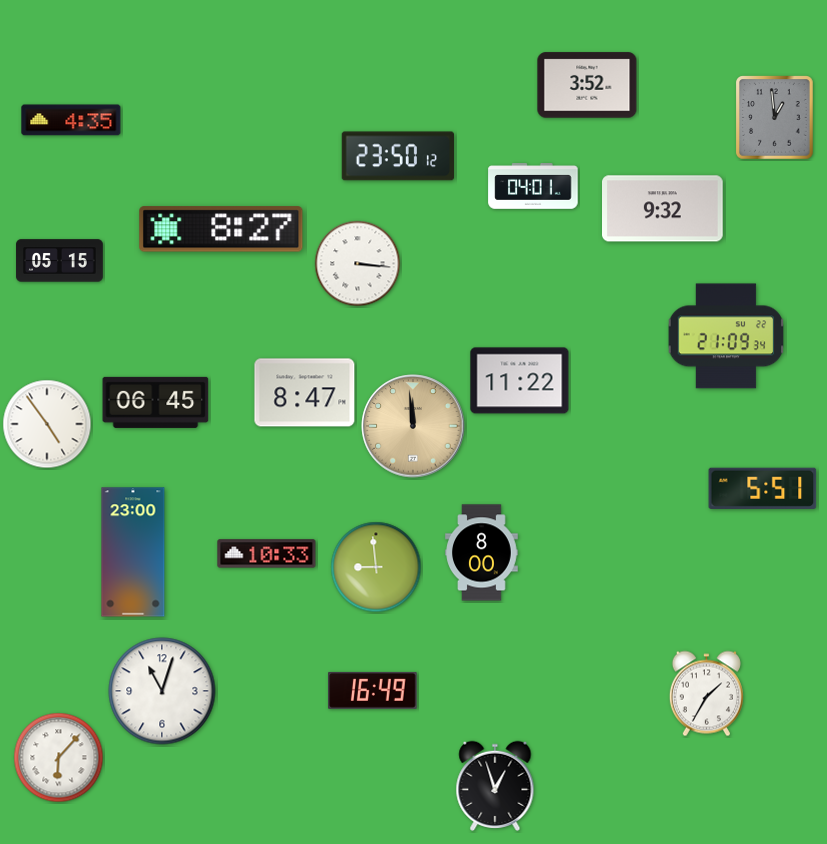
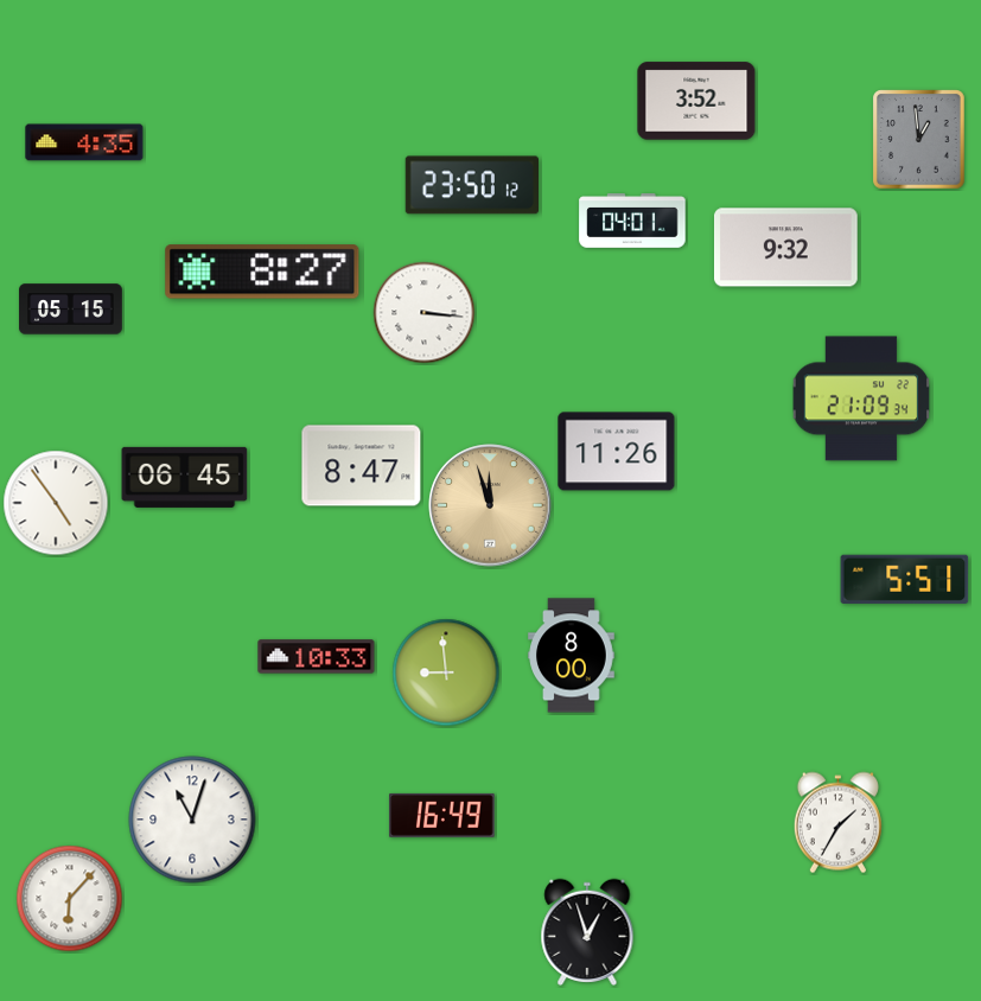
clock at (520, 381): 11:22 -> 11:26
clock at (413, 426): 11:59 -> 11:57
clock at (133, 552): 23:00 -> none
clock at (373, 690) position: (373, 690) -> (442, 815)
